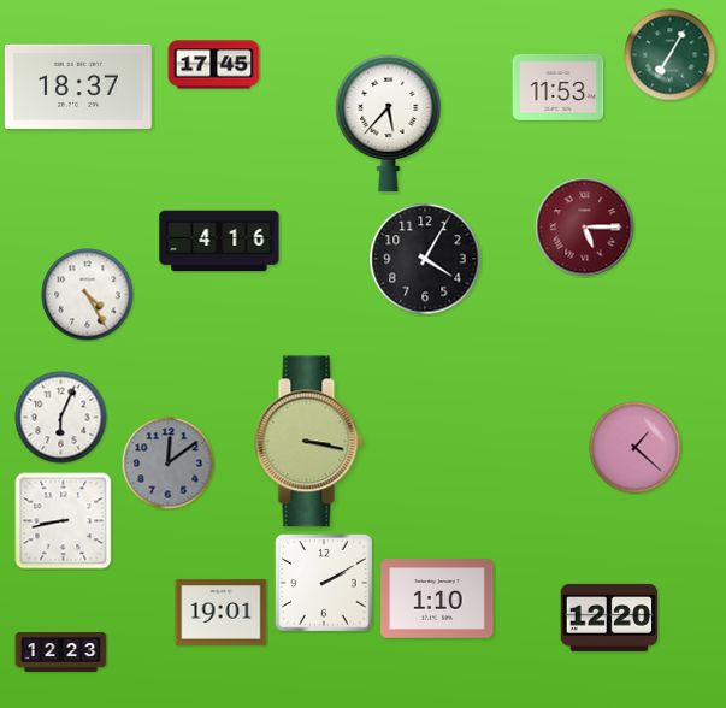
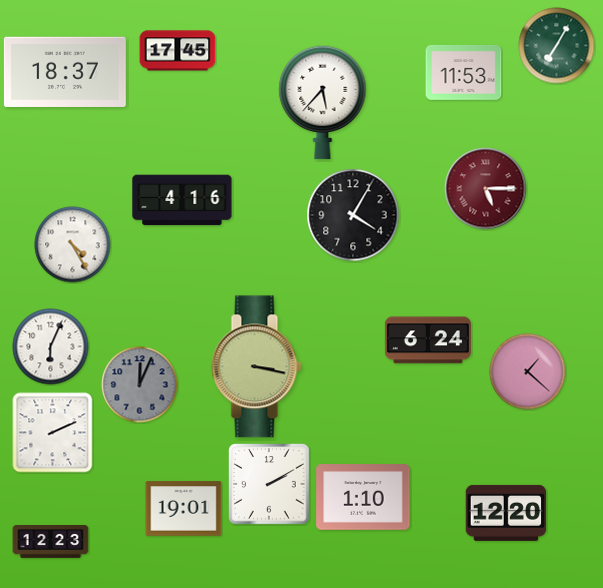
clock at (214, 65) position: (214, 65) -> (178, 51)
clock at (428, 340): none -> 6:24
clock at (169, 464): 12:09 -> 12:04
clock at (64, 521): 8:43 -> 2:11
